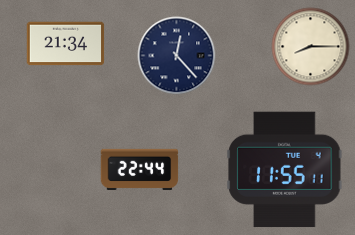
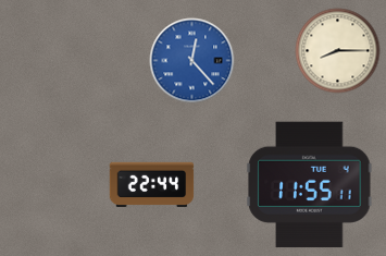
clock at (65, 44): 21:34 -> none
clock at (176, 55) dial: navy -> blue
